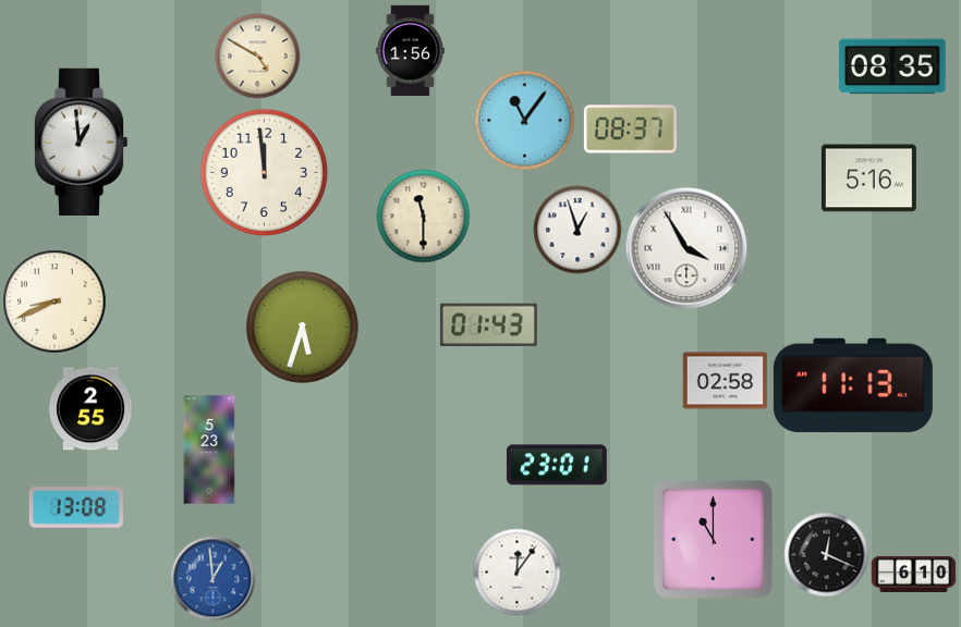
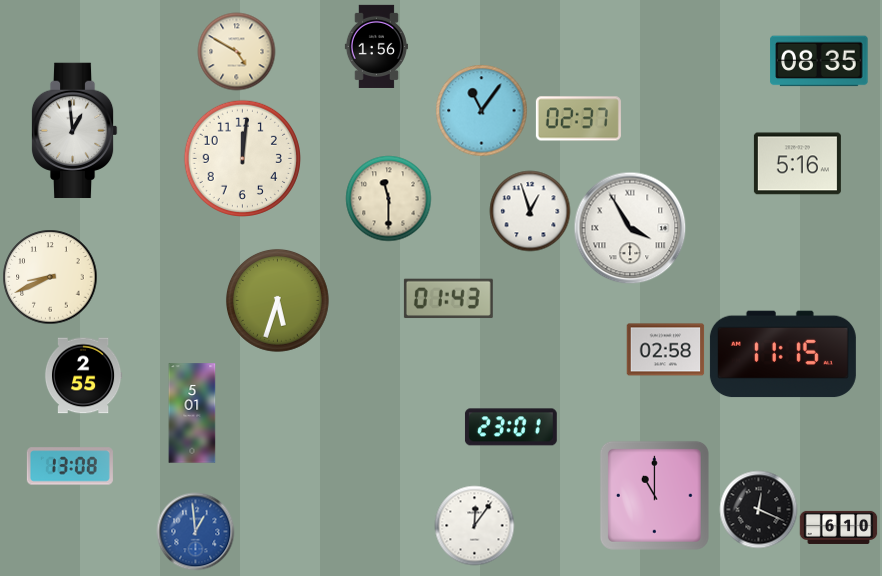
clock at (630, 130): 08:37 -> 02:37
clock at (264, 172): 11:59 -> 12:01
clock at (853, 385): 11:13 -> 11:15
clock at (209, 450): 5:23 -> 5:01
